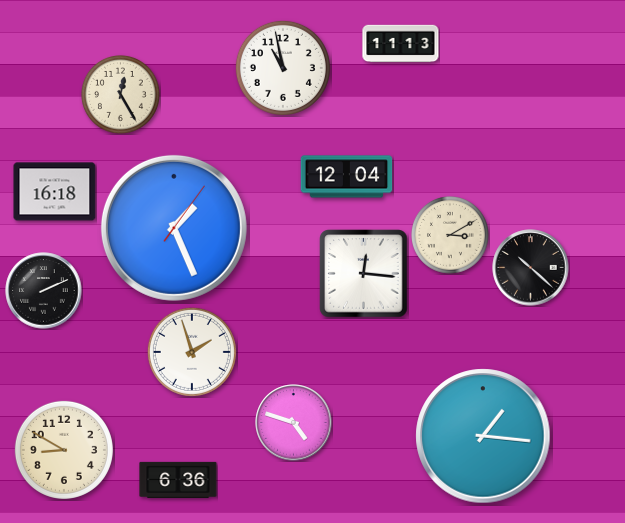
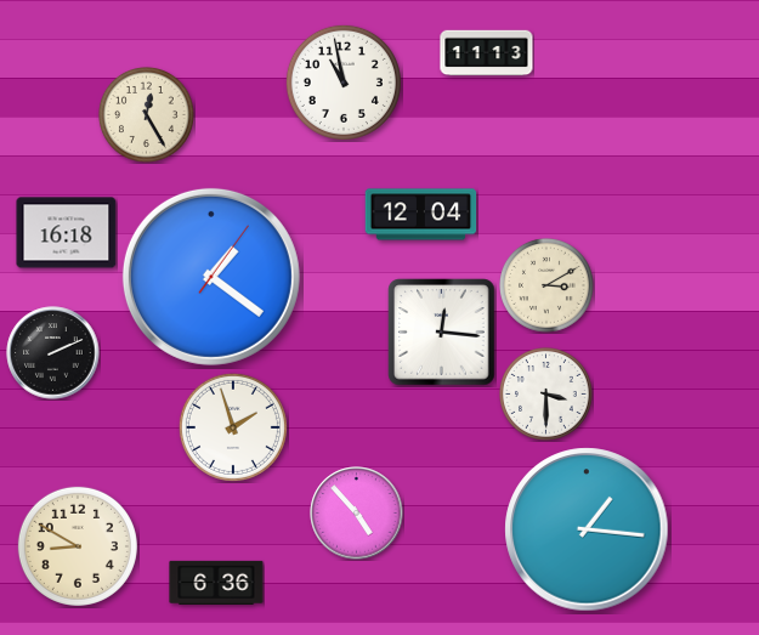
clock at (174, 228): 1:26 -> 1:21
clock at (531, 268): 10:22 -> none
clock at (546, 395): none -> 3:30
clock at (294, 423): 4:48 -> 4:53
